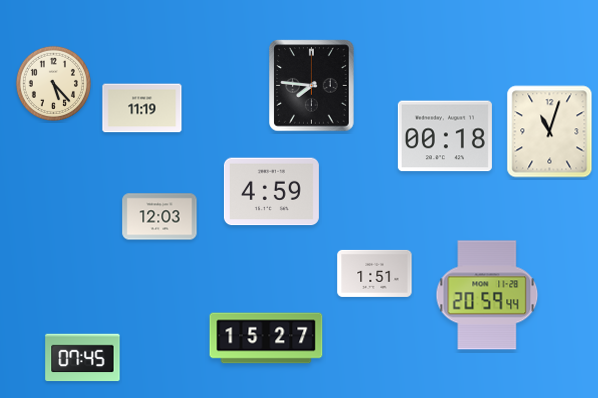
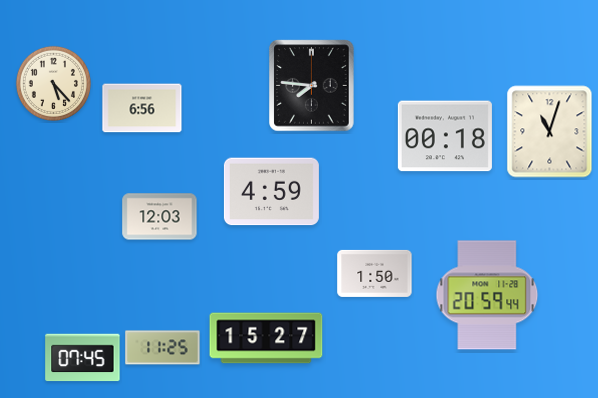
clock at (142, 108): 11:19 -> 6:56
clock at (375, 273): 1:51 -> 1:50
clock at (163, 348): none -> 11:25
